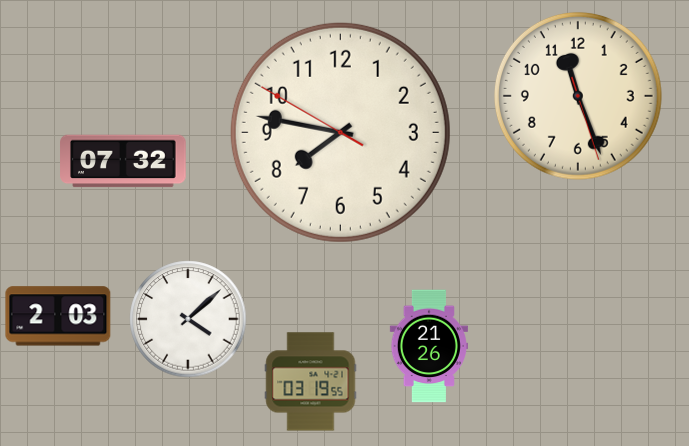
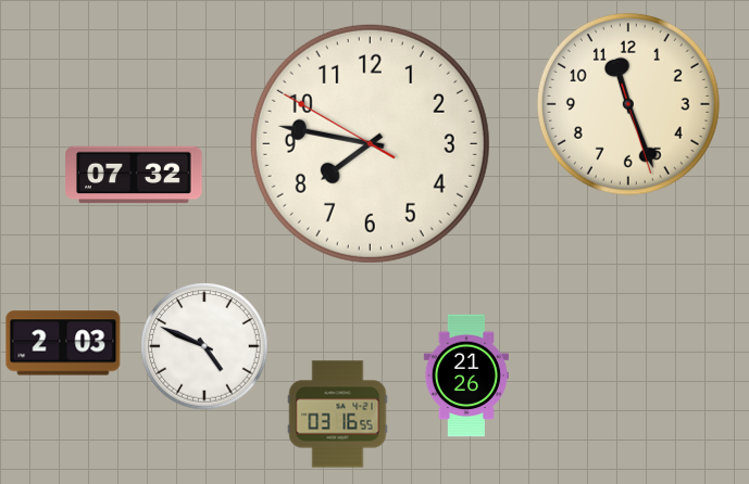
clock at (188, 319): 4:08 -> 4:49
clock at (311, 382): 03:19 -> 03:16
